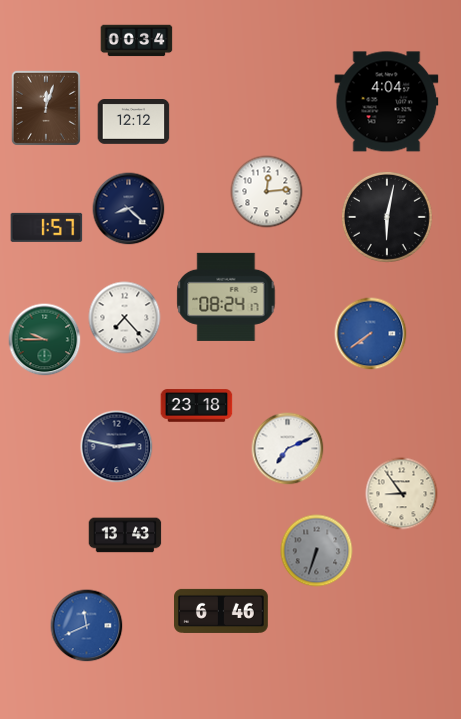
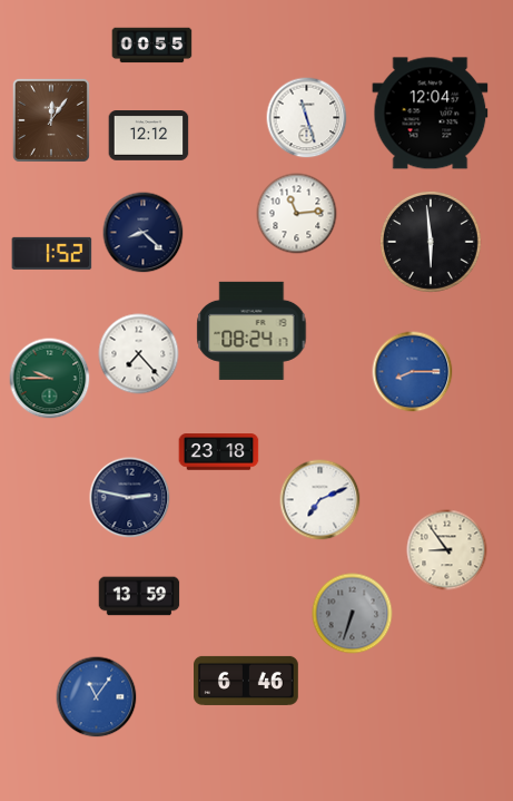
clock at (137, 41): 00:34 -> 00:55
clock at (387, 102): 4:04 -> 12:04
clock at (307, 118): none -> 11:27
clock at (46, 108): 12:03 -> 12:06
clock at (267, 192): 12:14 -> 11:14
clock at (388, 218): 6:02 -> 5:59
clock at (47, 227): 1:57 -> 1:52
clock at (371, 334): 7:39 -> 8:15
clock at (125, 535): 13:43 -> 13:59
clock at (87, 626): 11:41 -> 11:06
